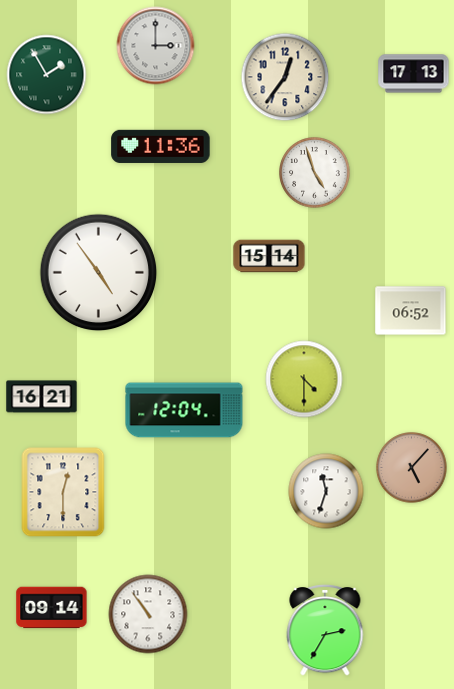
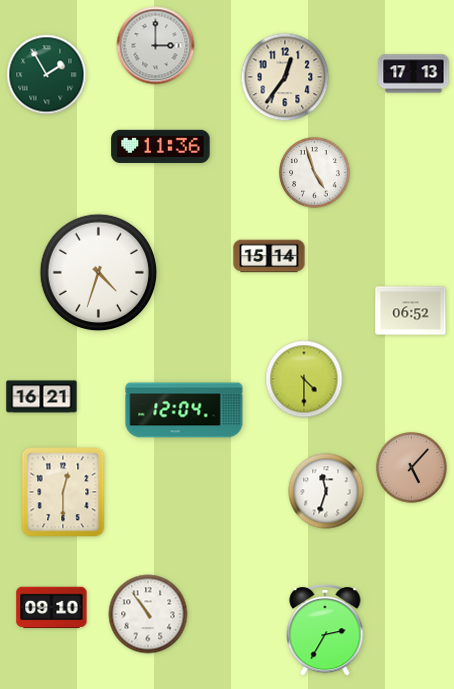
clock at (99, 273): 4:54 -> 4:33
clock at (52, 608): 09:14 -> 09:10
